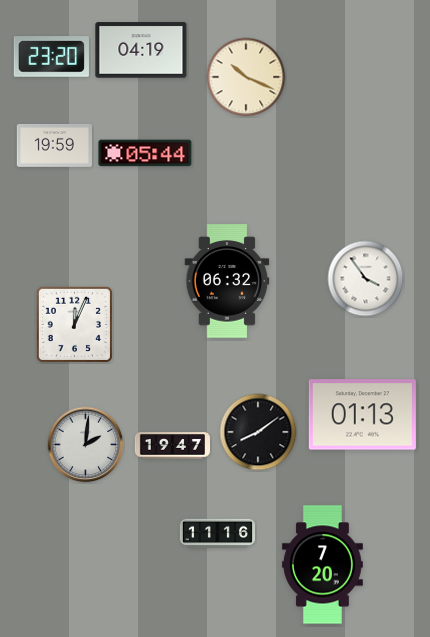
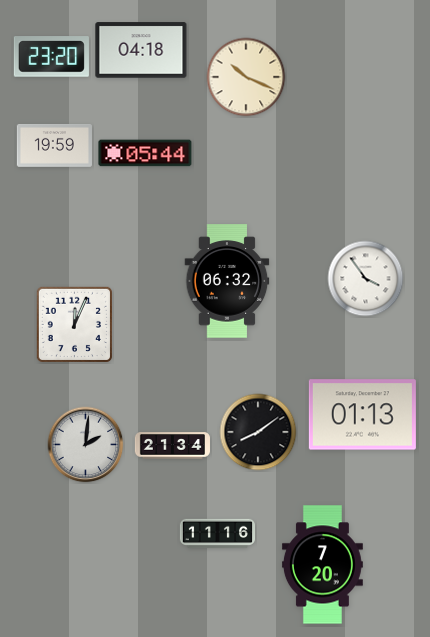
clock at (141, 50): 04:19 -> 04:18
clock at (172, 446): 19:47 -> 21:34
